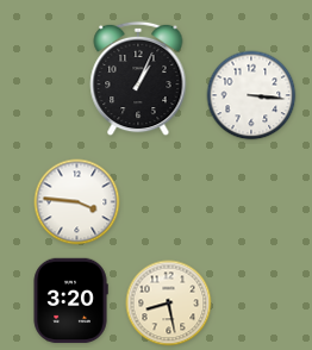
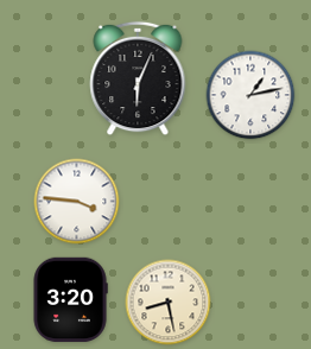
clock at (138, 79): 1:04 -> 6:04
clock at (251, 95): 3:16 -> 1:13
